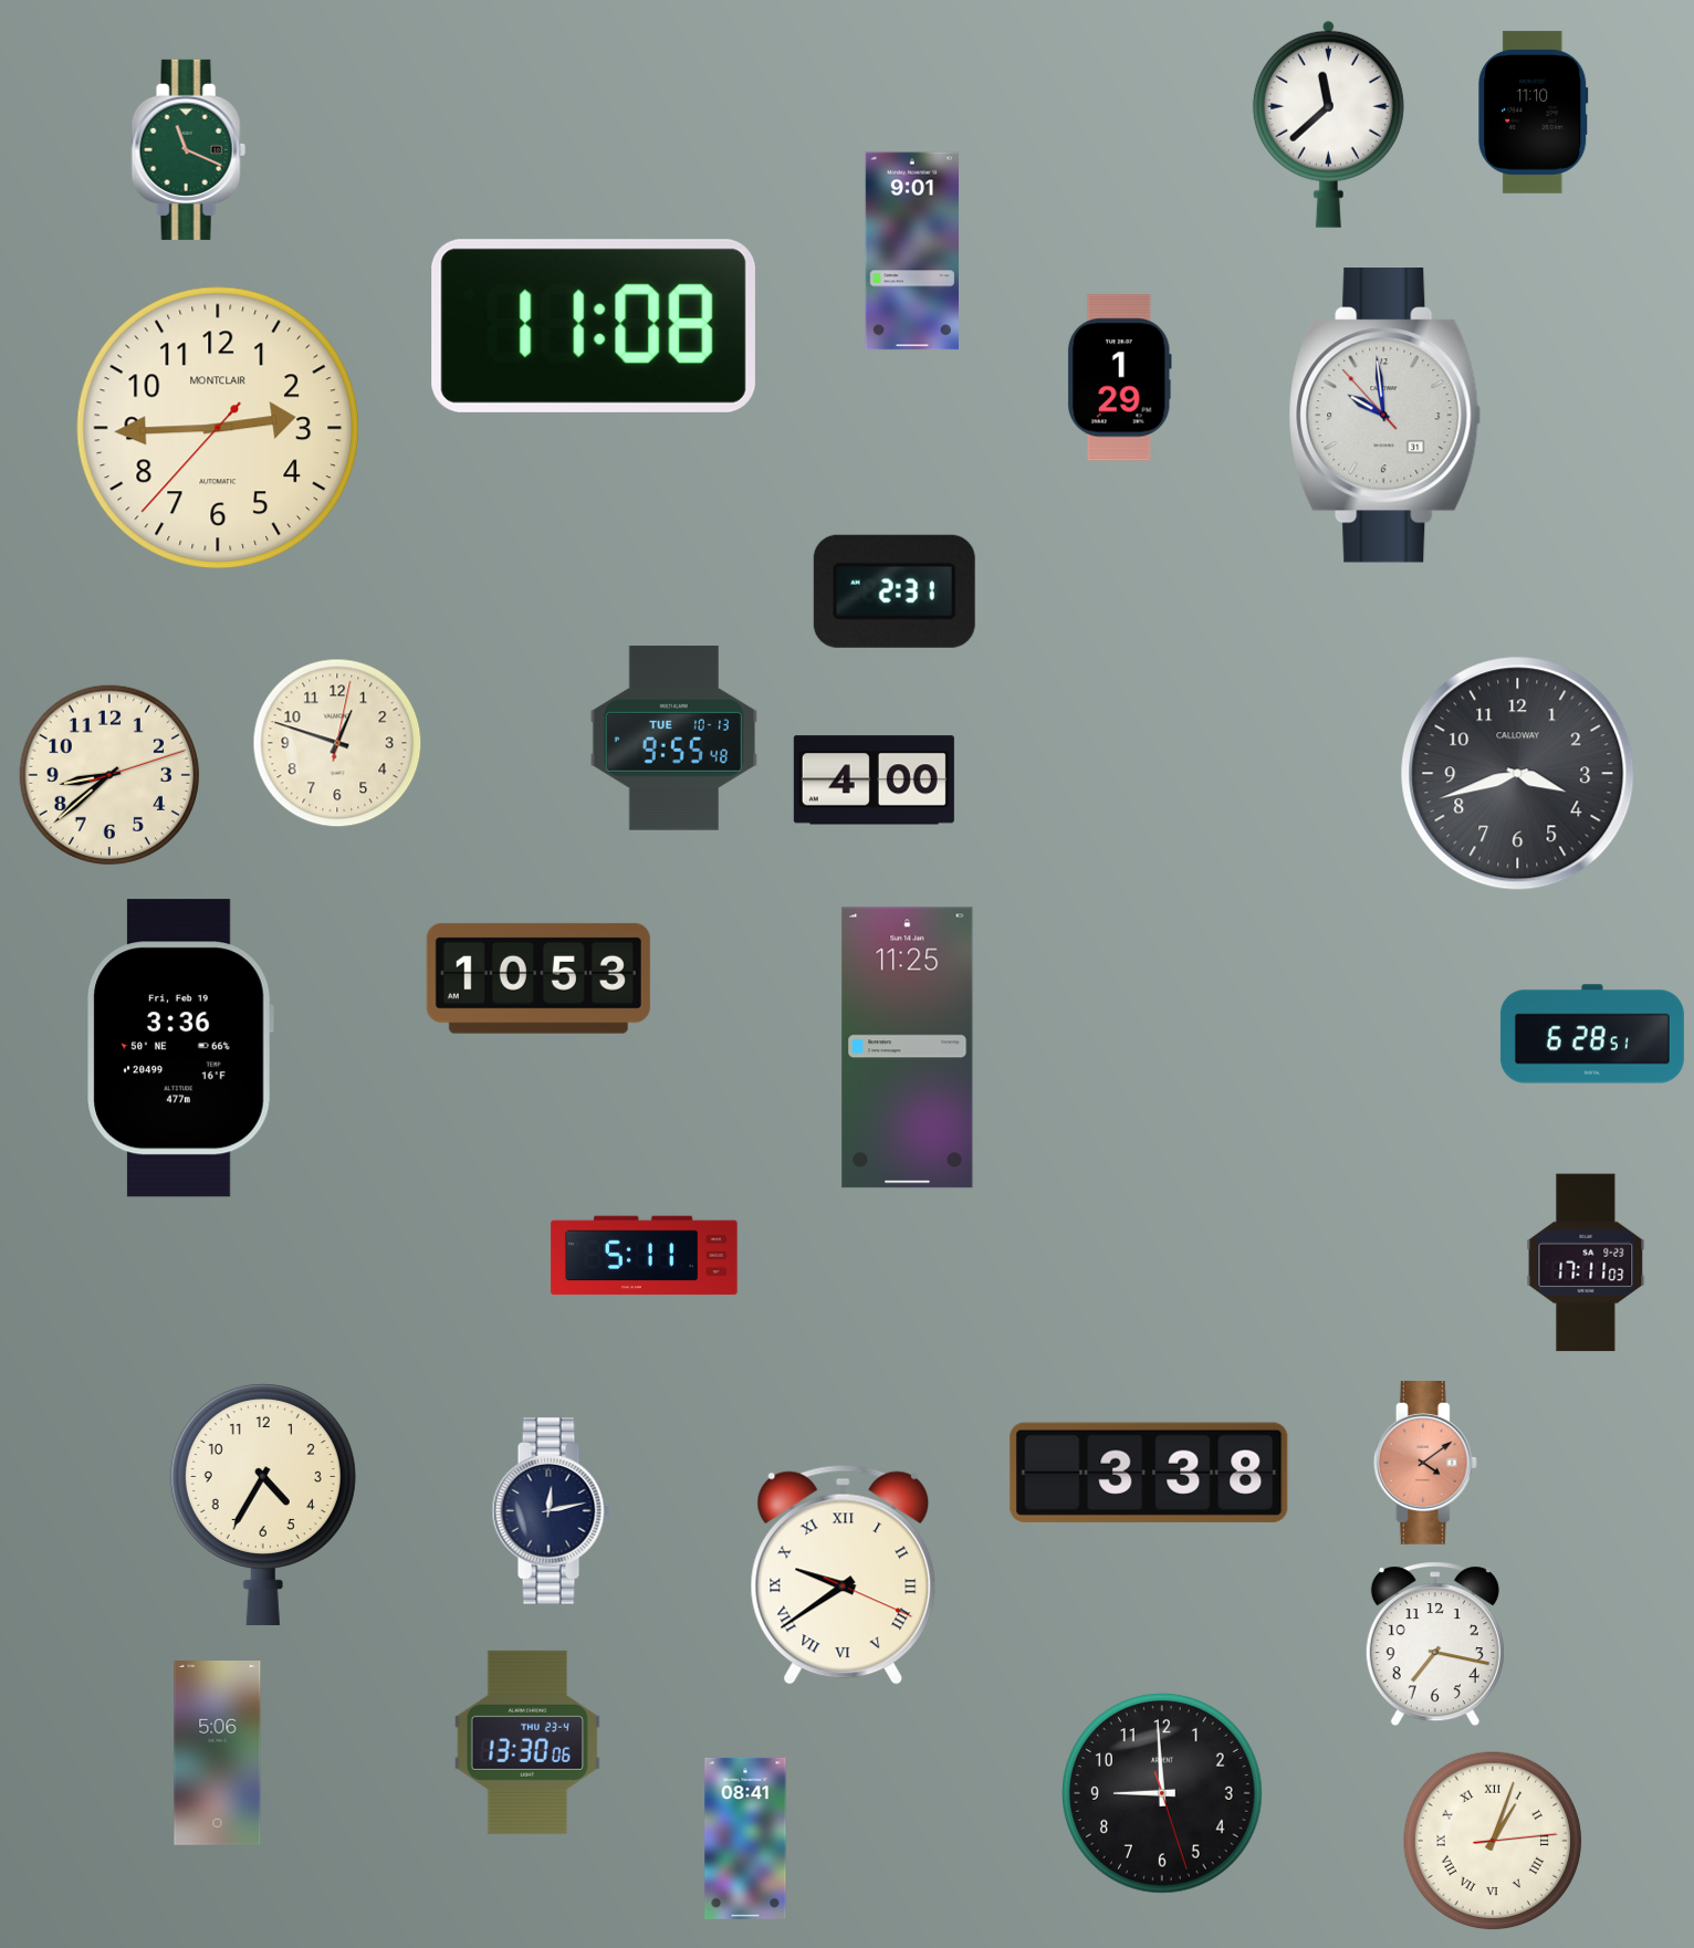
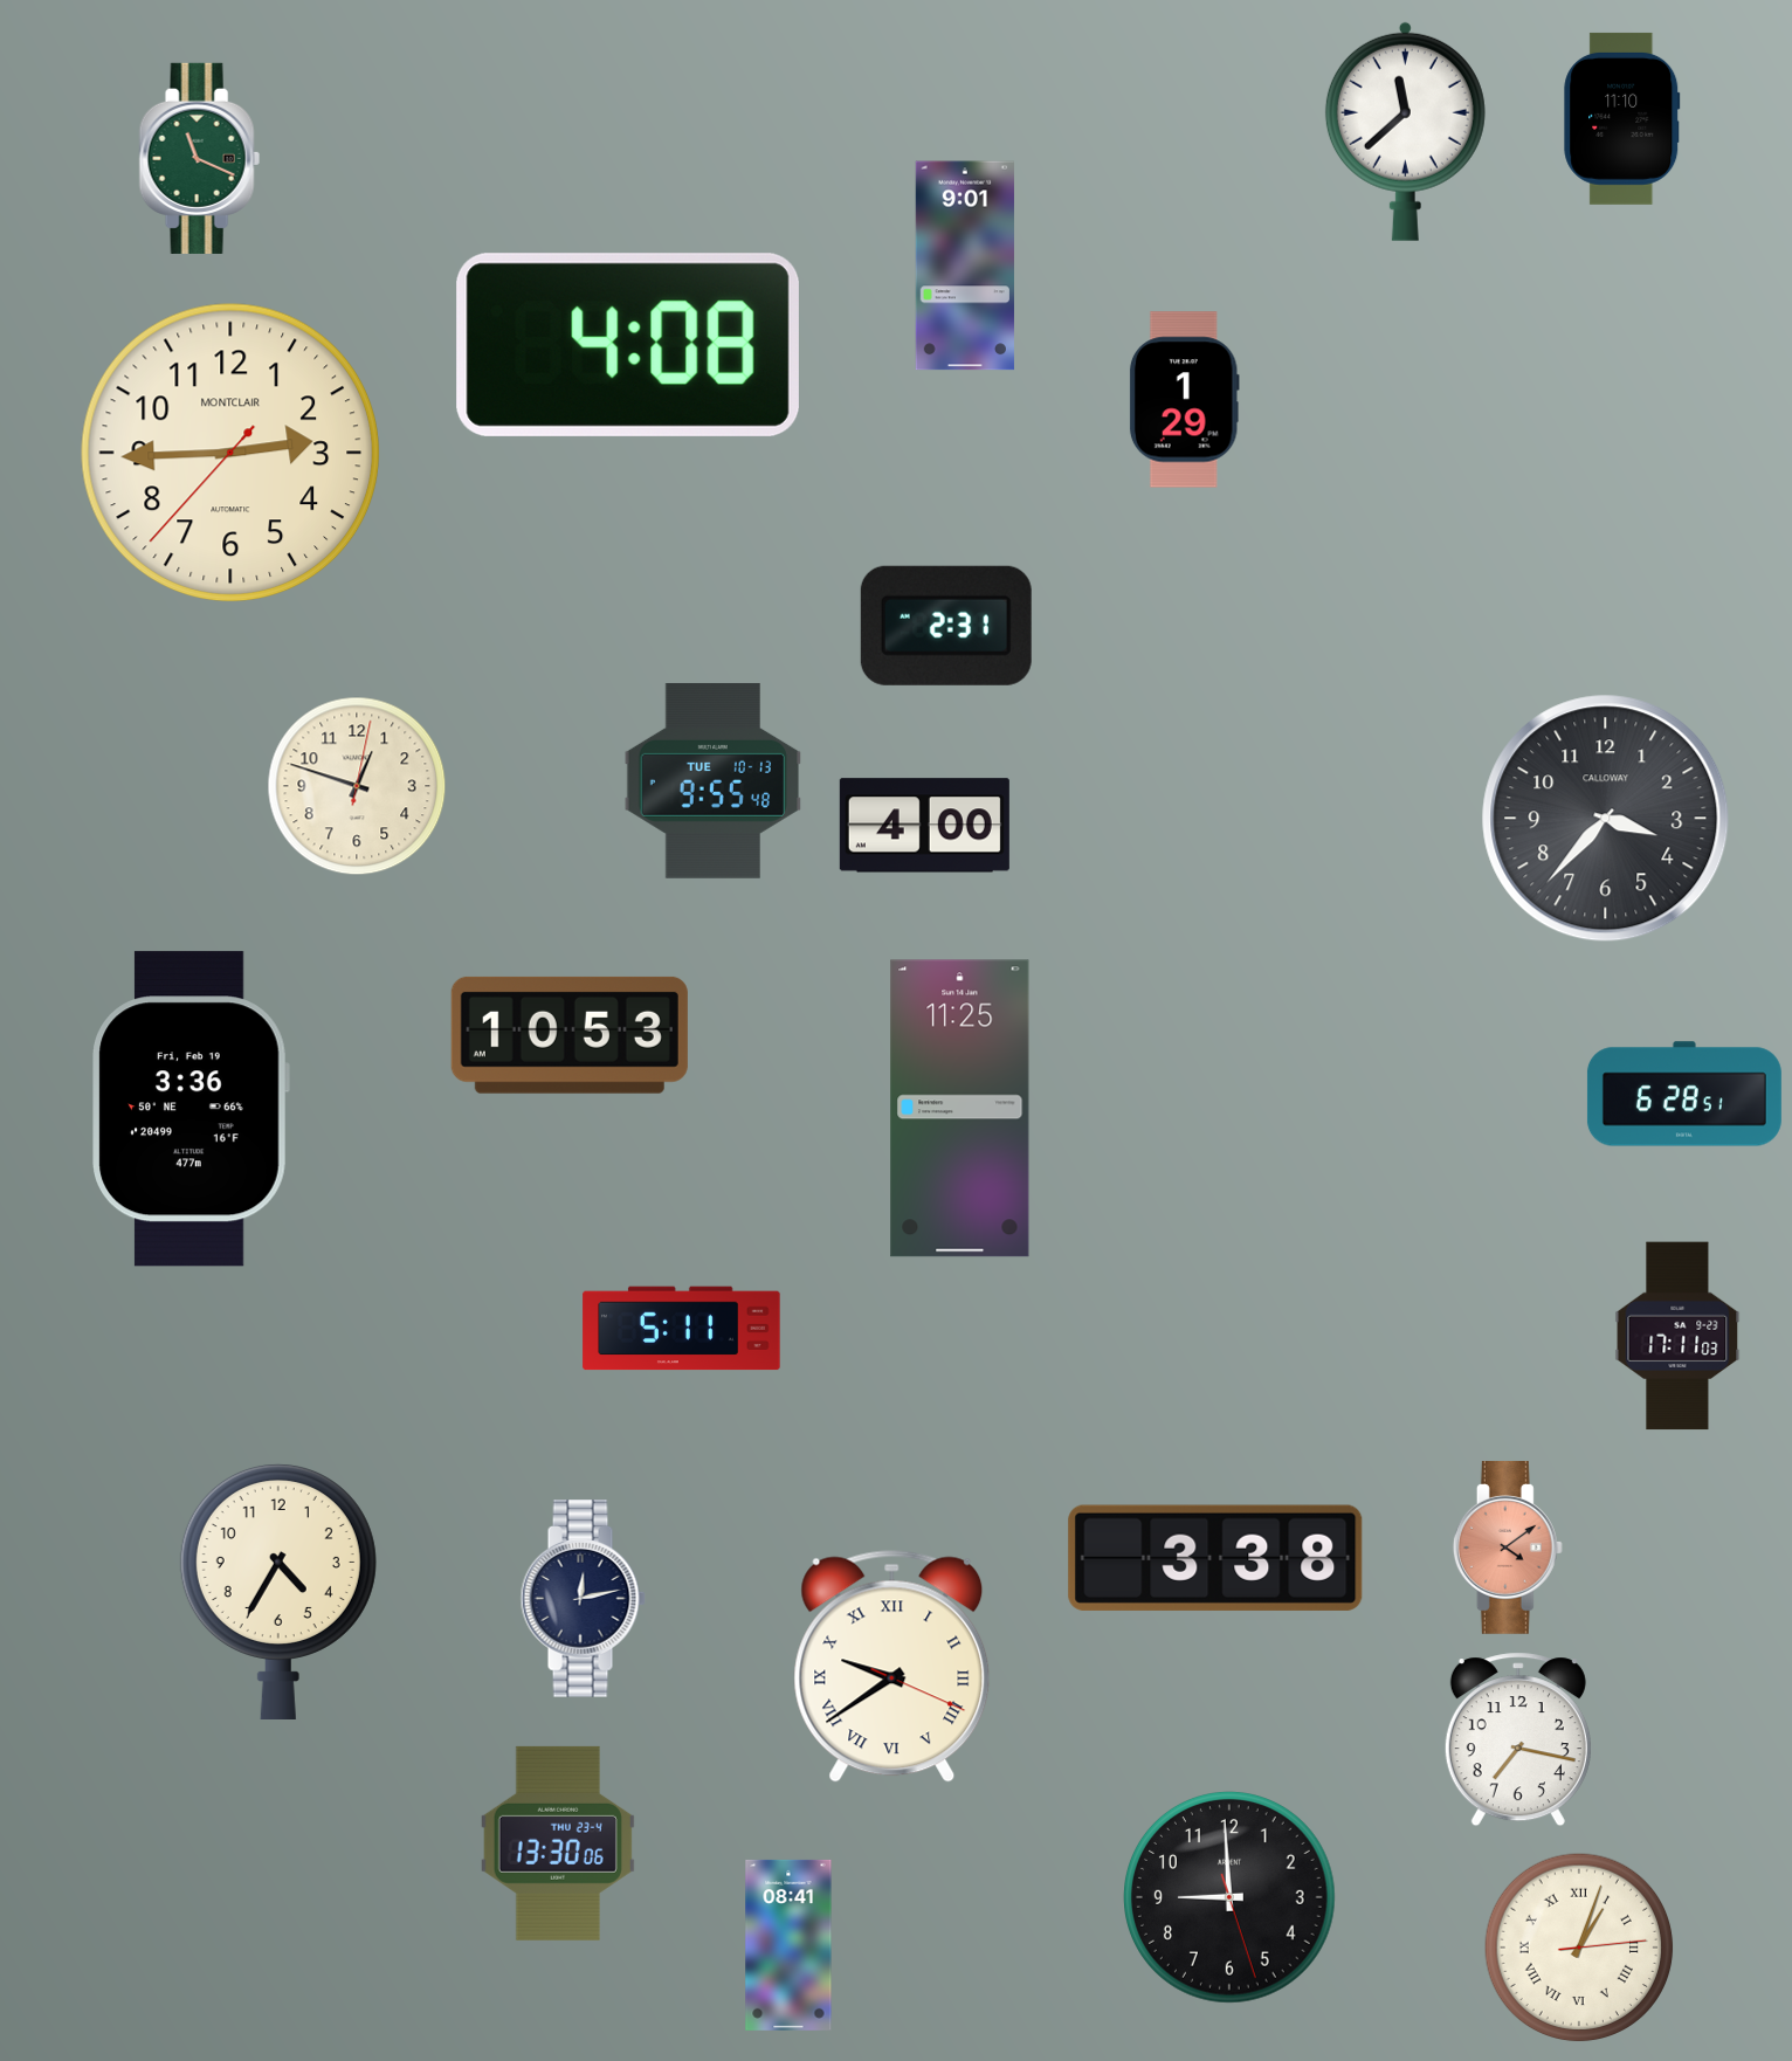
clock at (594, 326): 11:08 -> 4:08
clock at (1385, 416): 9:58 -> none
clock at (108, 774): 8:38 -> none
clock at (1518, 774): 3:42 -> 3:37
clock at (218, 1753): 5:06 -> none
